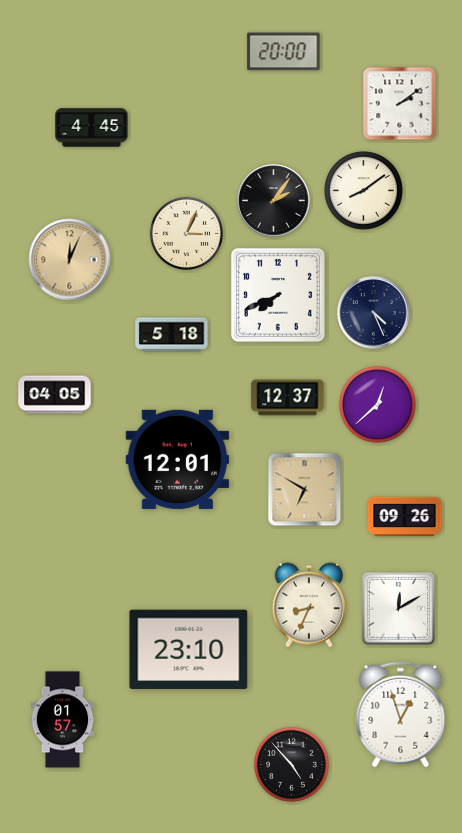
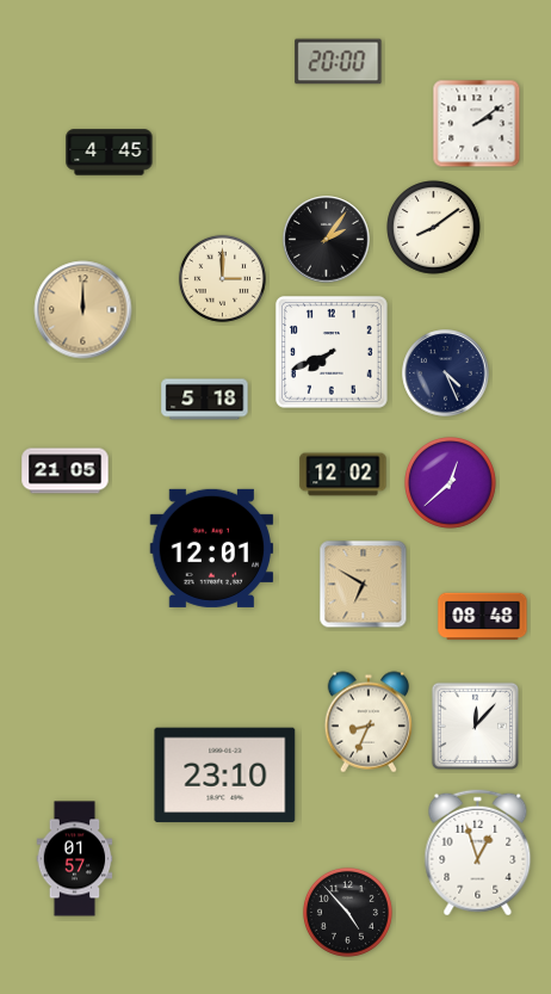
clock at (186, 233): 3:04 -> 3:00
clock at (70, 260): 12:04 -> 12:00
clock at (55, 395): 04:05 -> 21:05
clock at (288, 398): 12:37 -> 12:02
clock at (405, 517): 09:26 -> 08:48
clock at (398, 608): 12:10 -> 12:07
